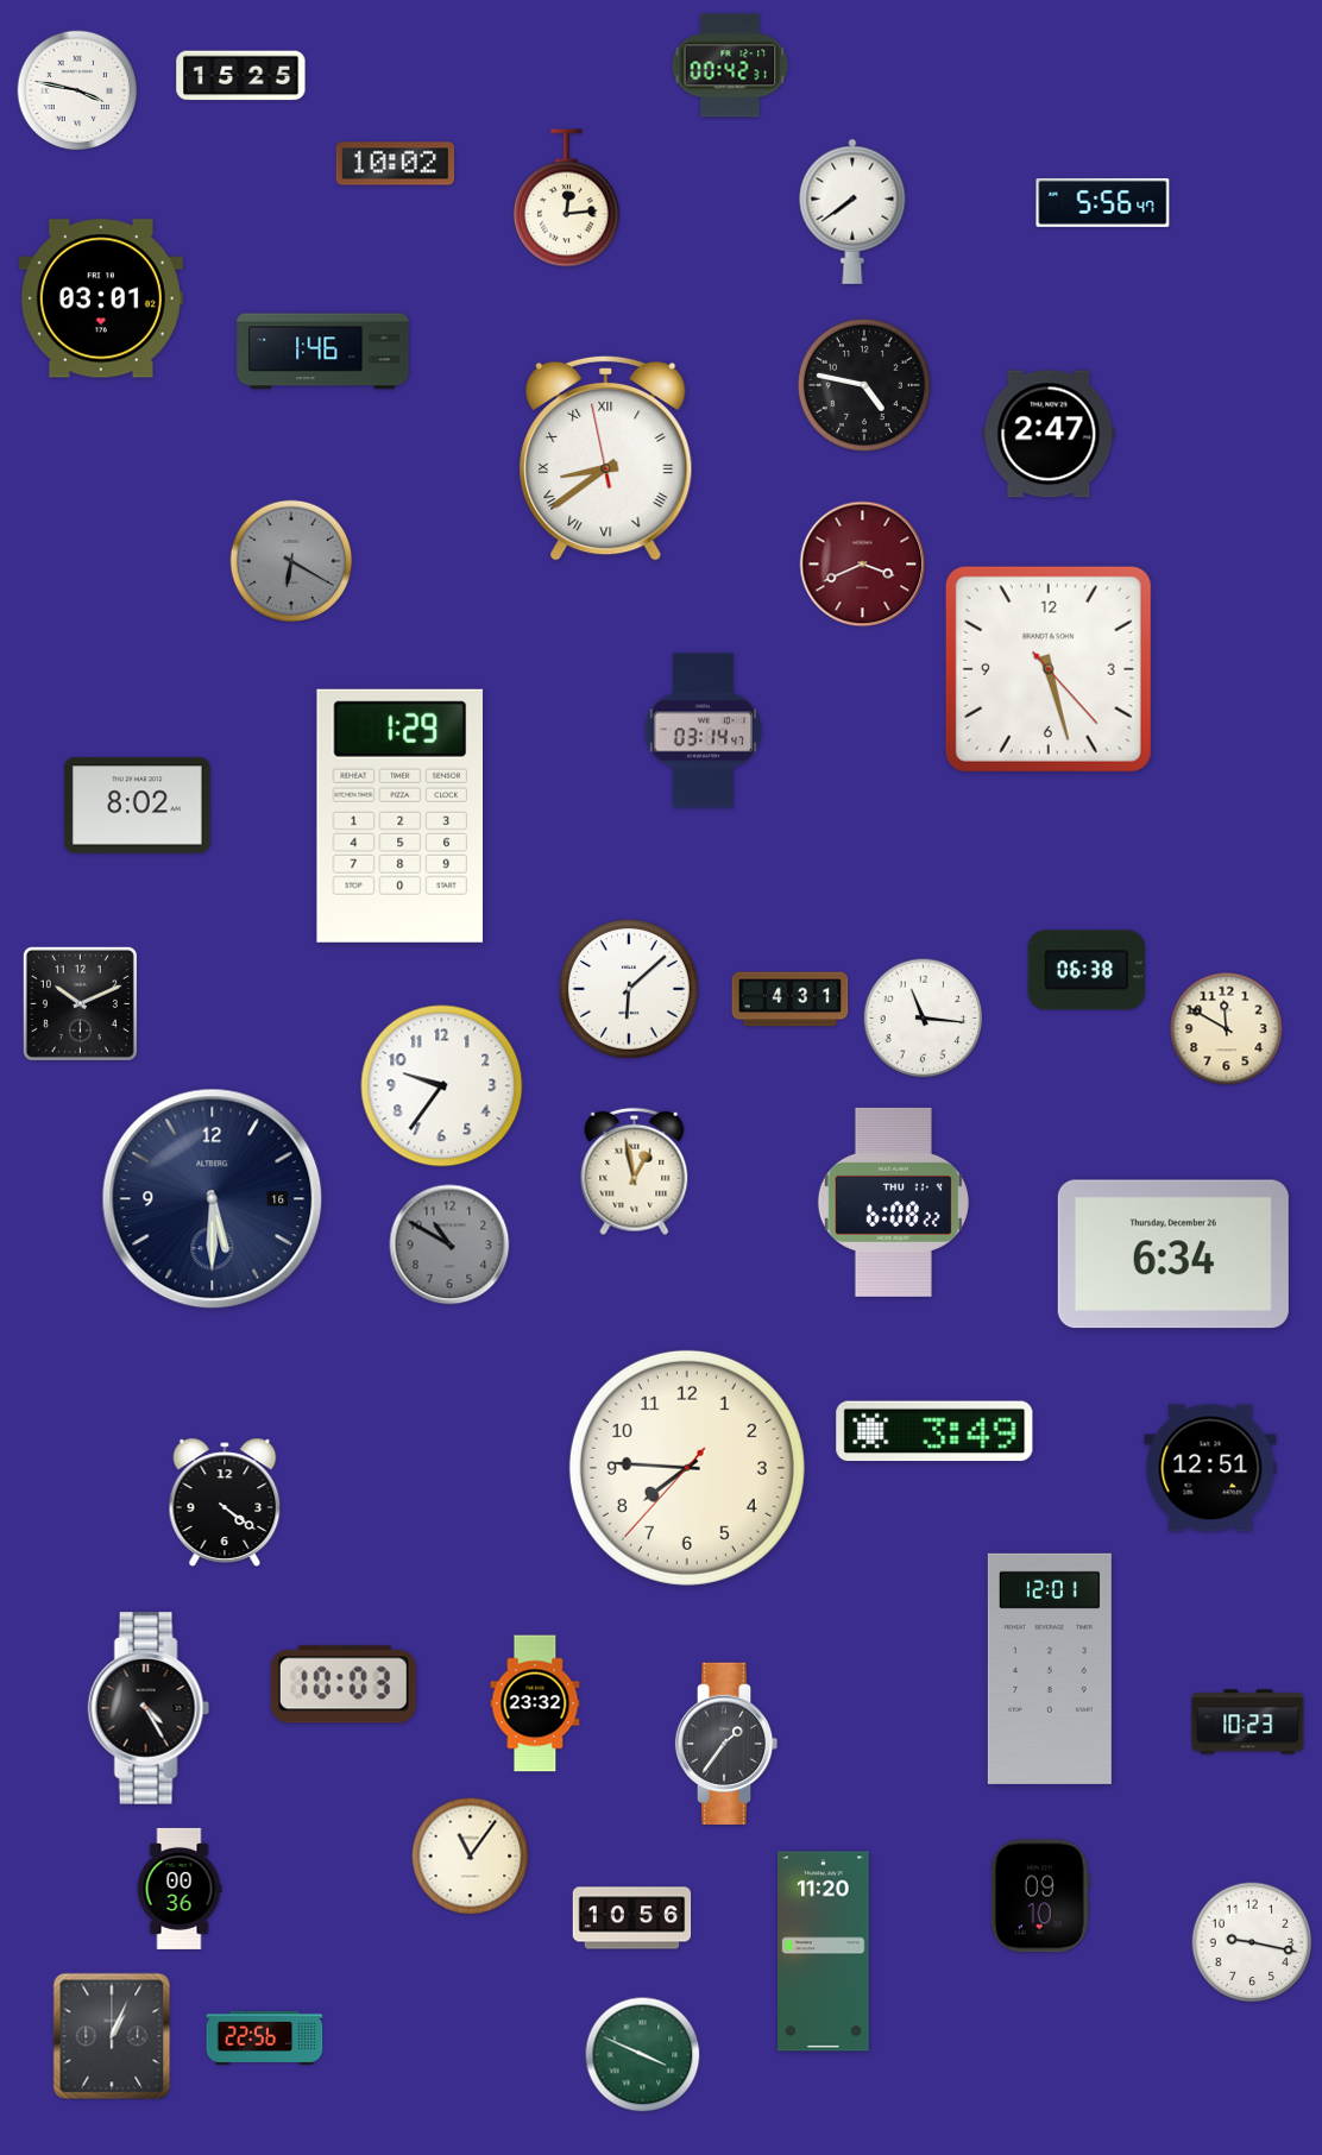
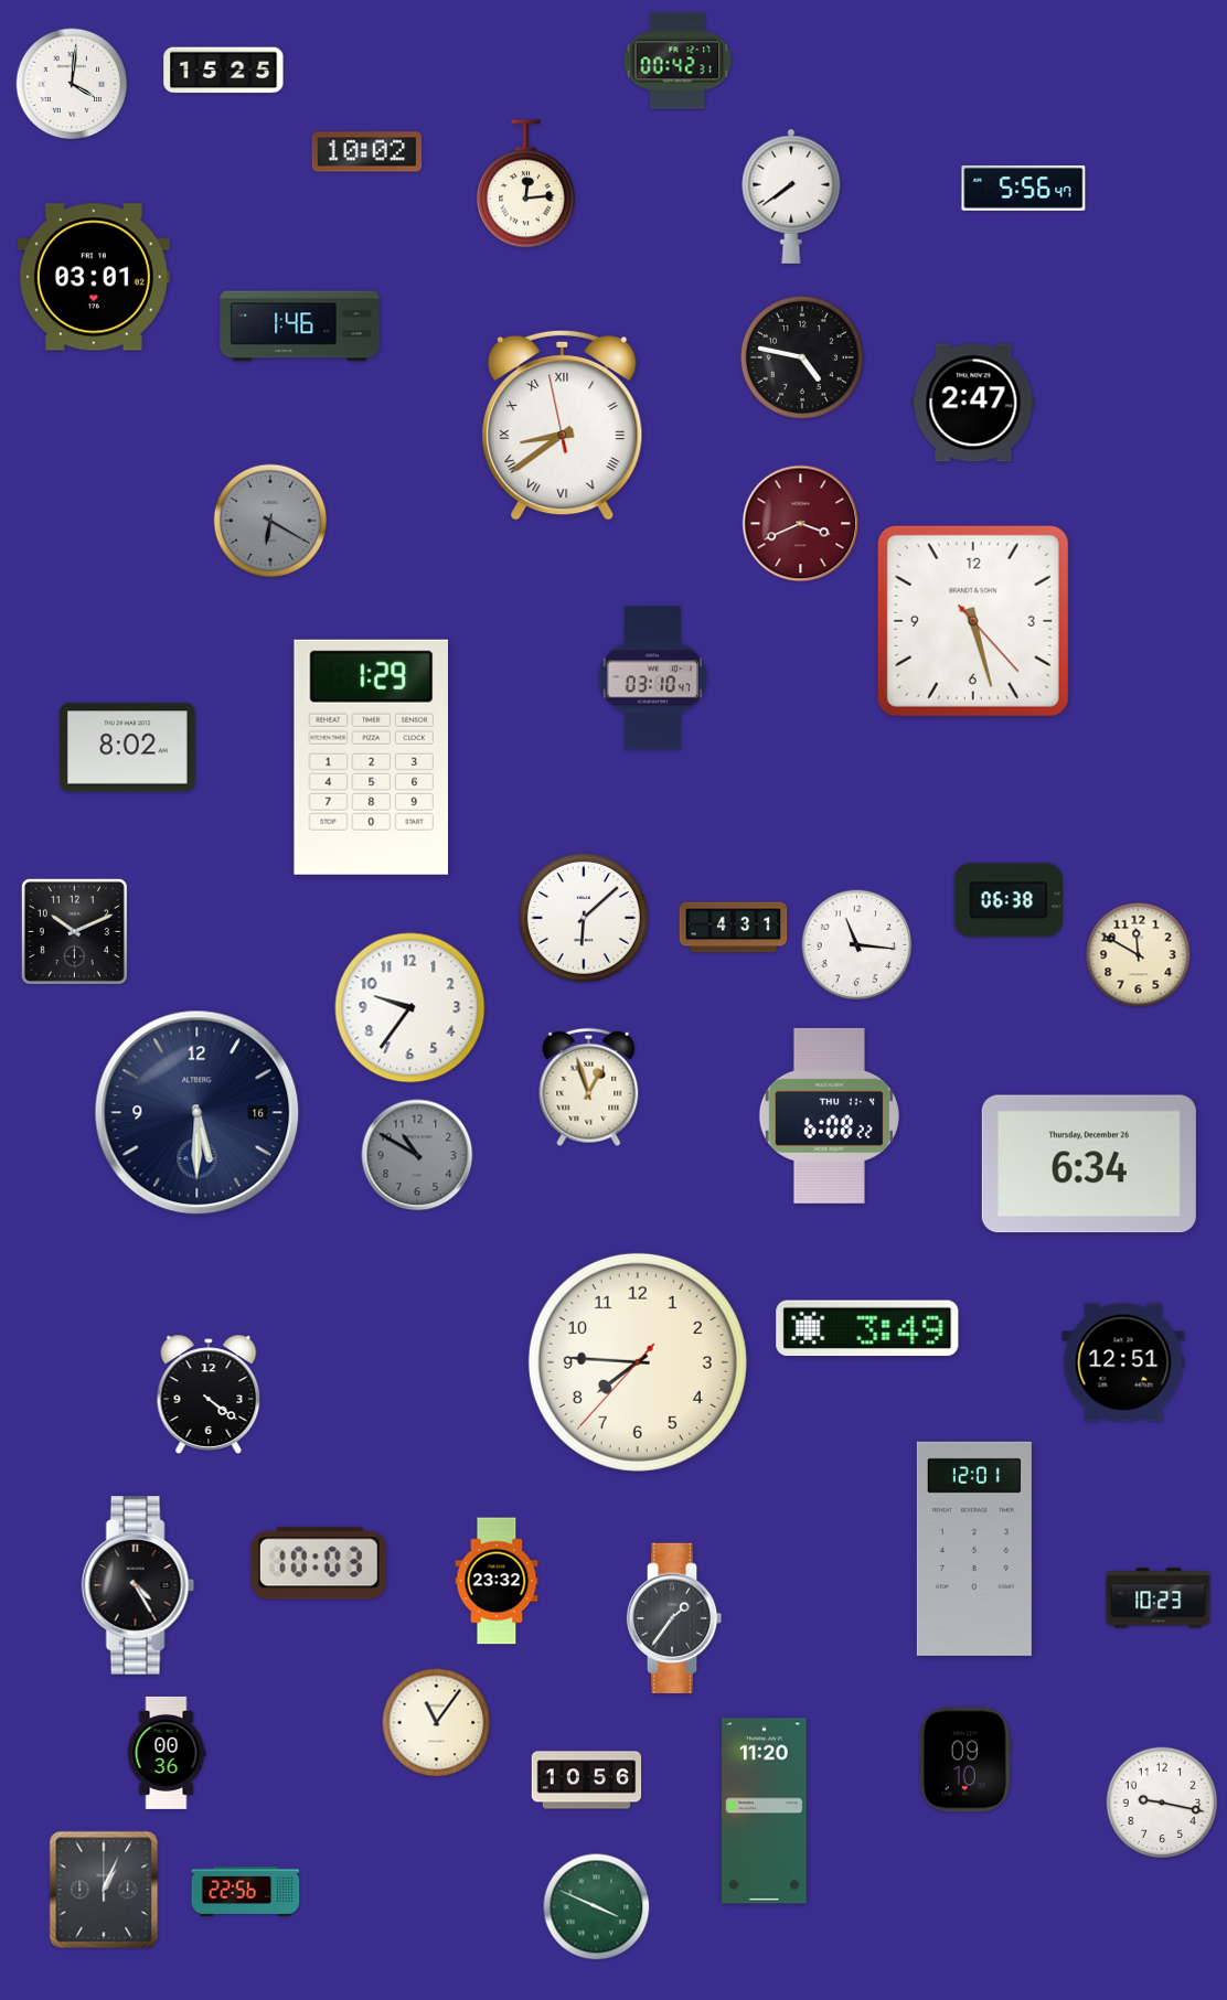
clock at (77, 90): 3:47 -> 4:01
clock at (704, 731): 03:14 -> 03:10
clock at (635, 1172): 12:58 -> 12:57
